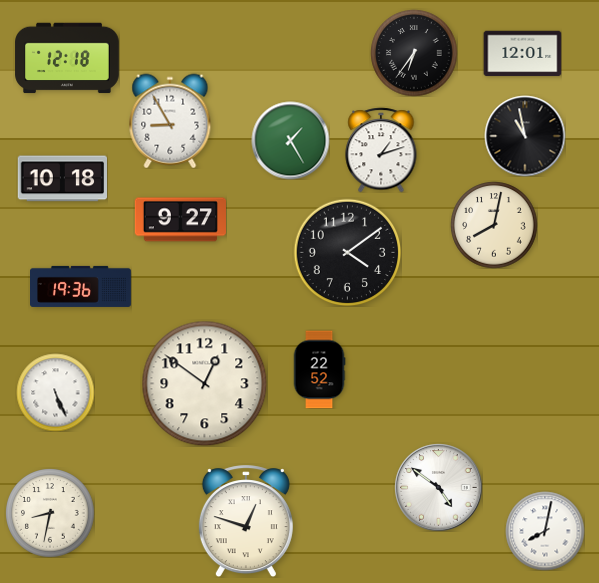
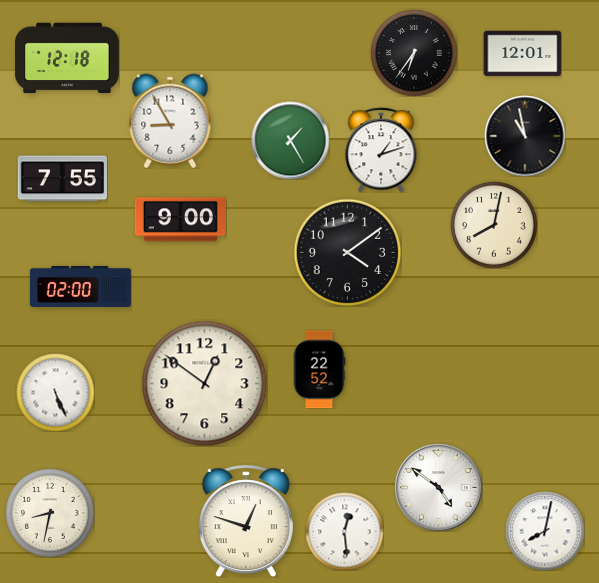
clock at (62, 179): 10:18 -> 7:55
clock at (180, 220): 9:27 -> 9:00
clock at (81, 286): 19:36 -> 02:00
clock at (344, 531): none -> 12:29
